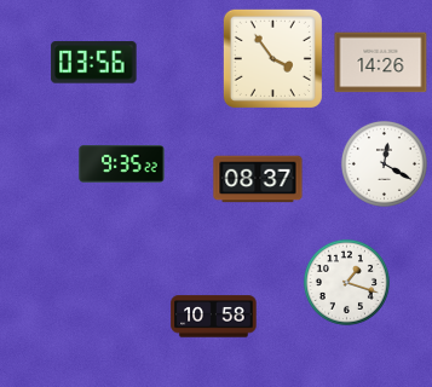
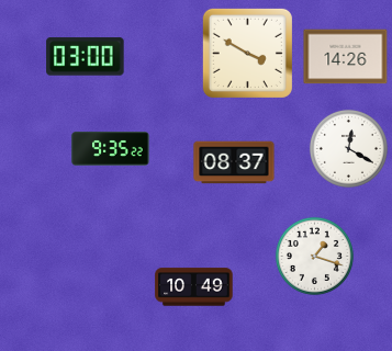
clock at (272, 58): 3:54 -> 3:50
clock at (94, 63): 03:56 -> 03:00
clock at (214, 317): 10:58 -> 10:49
